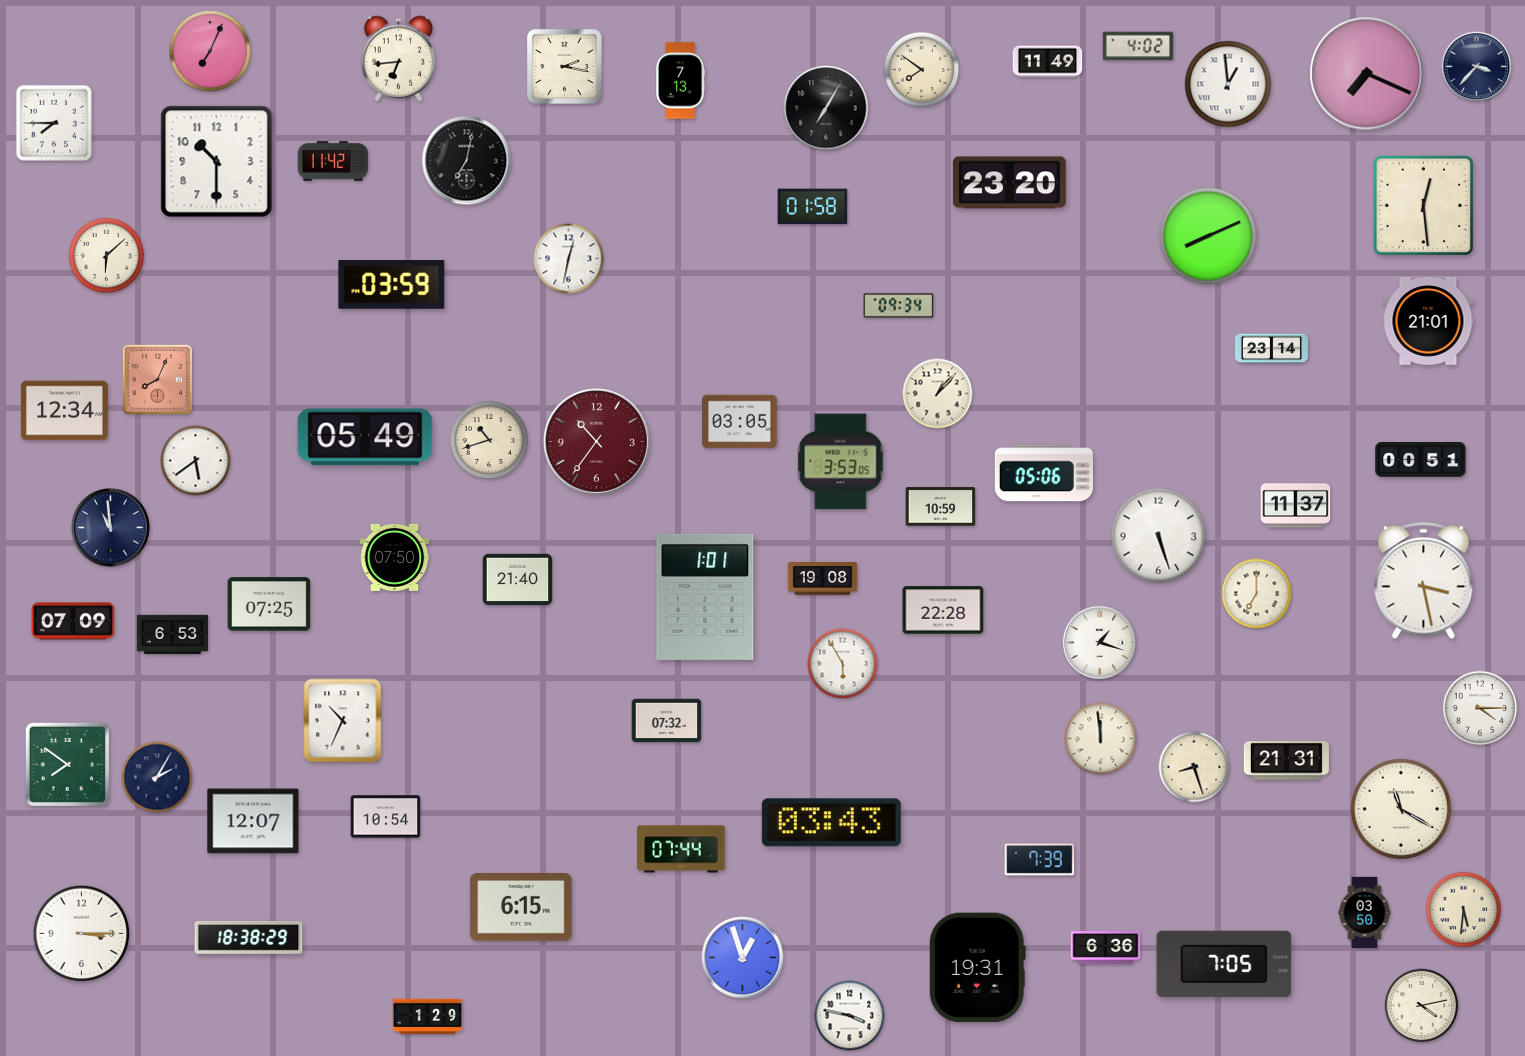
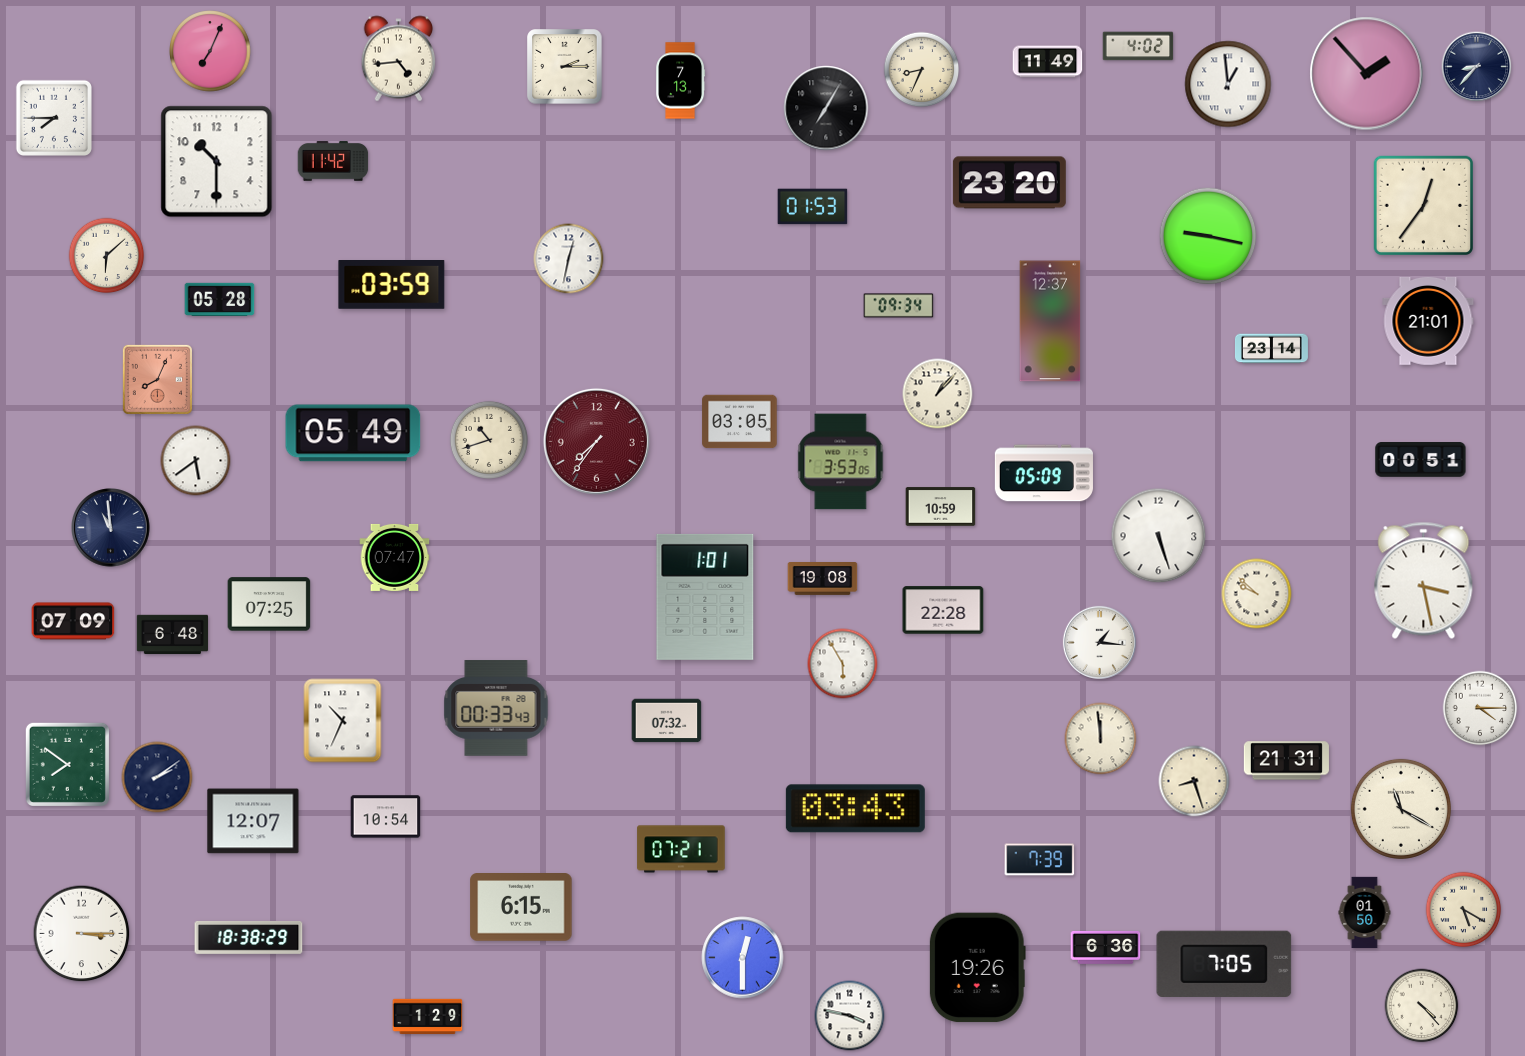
clock at (399, 59): 6:44 -> 4:44
clock at (565, 67): 2:17 -> 2:15
clock at (1477, 67): 3:37 -> 8:37
clock at (922, 70): 7:51 -> 8:34
clock at (1367, 74): 7:19 -> 1:53
clock at (54, 123) position: (54, 123) -> (54, 118)
clock at (467, 161): 7:02 -> none
clock at (1423, 205): 12:29 -> 12:36
clock at (813, 207): 01:58 -> 01:53
clock at (1208, 236): 8:11 -> 9:17
clock at (220, 299): none -> 05:28
clock at (1050, 321): none -> 12:37
clock at (65, 411): 12:34 -> none
clock at (365, 437) position: (365, 437) -> (353, 433)
clock at (596, 441): 10:36 -> 7:36
clock at (1044, 473): 05:06 -> 05:09
clock at (1296, 506): 11:37 -> none
clock at (395, 557): 07:50 -> 07:47
clock at (518, 580): 21:40 -> none
clock at (1257, 594): 7:00 -> 9:52
clock at (173, 635): 6:53 -> 6:48
clock at (1099, 642): 1:18 -> 1:16
clock at (496, 708): none -> 00:33
clock at (1194, 767) position: (1194, 767) -> (1194, 781)
clock at (157, 777): 2:05 -> 2:09
clock at (831, 823) position: (831, 823) -> (855, 809)
clock at (681, 849): 07:44 -> 07:21
clock at (1464, 910): 5:31 -> 5:20
clock at (1365, 913): 03:50 -> 01:50
clock at (743, 958): 12:57 -> 12:30
clock at (977, 968): 19:31 -> 19:26
clock at (1422, 1006): 4:13 -> 4:23
